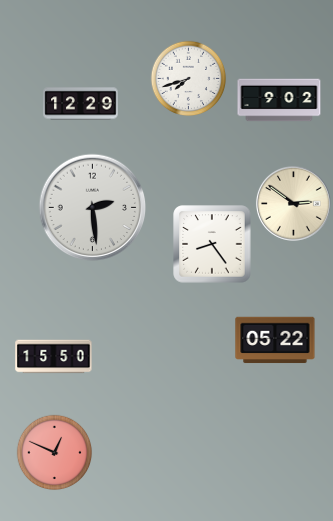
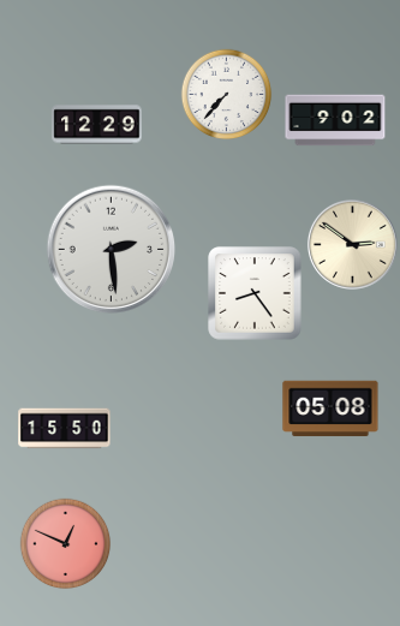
clock at (189, 79): 7:42 -> 7:37
clock at (275, 340): 05:22 -> 05:08
